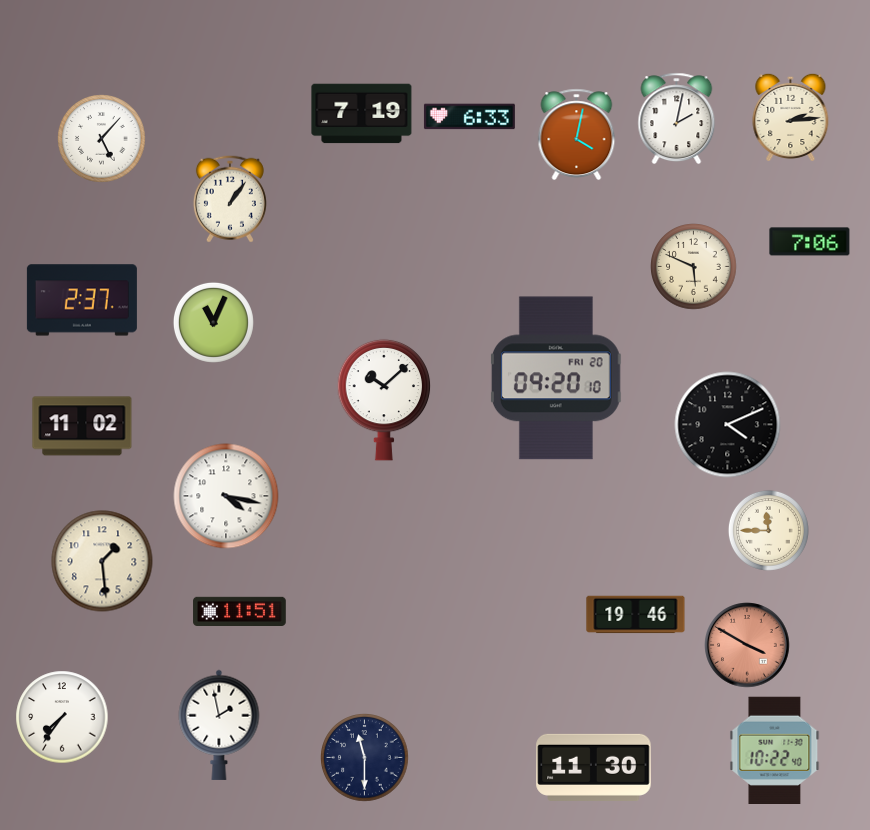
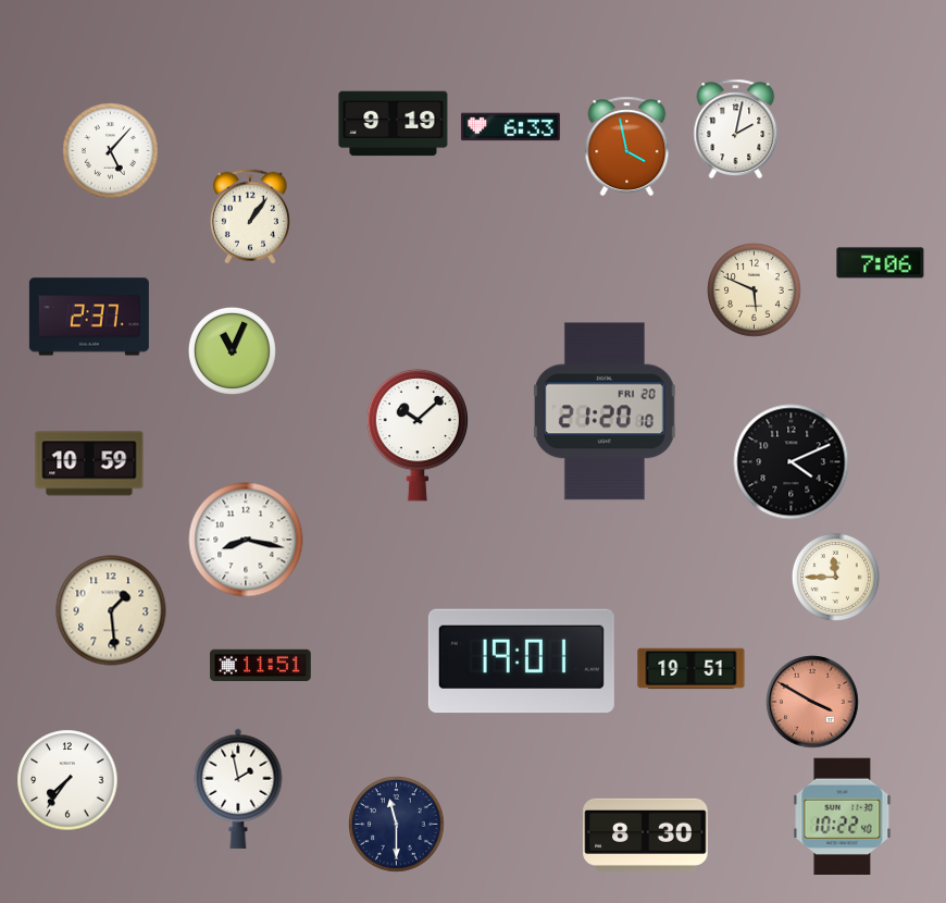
clock at (362, 114): 7:19 -> 9:19
clock at (791, 117): 2:14 -> none
clock at (577, 135): 4:02 -> 3:58
clock at (82, 300) position: (82, 300) -> (89, 317)
clock at (556, 378): 09:20 -> 21:20
clock at (82, 426): 11:02 -> 10:59
clock at (226, 496): 4:17 -> 8:17
clock at (521, 661): none -> 19:01
clock at (636, 615): 19:46 -> 19:51
clock at (594, 767): 11:30 -> 8:30
